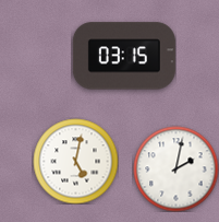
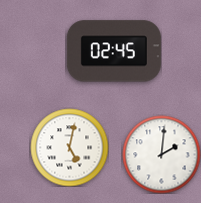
clock at (124, 56): 03:15 -> 02:45
clock at (175, 168): 2:02 -> 2:01
